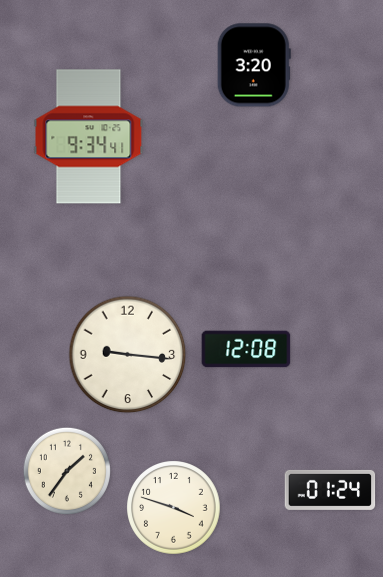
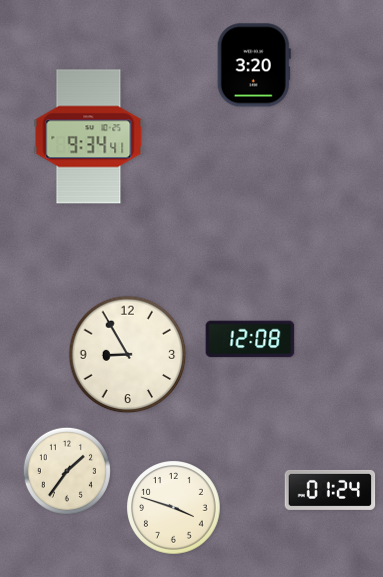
clock at (246, 349) position: (246, 349) -> (250, 339)
clock at (128, 355): 9:16 -> 8:55
